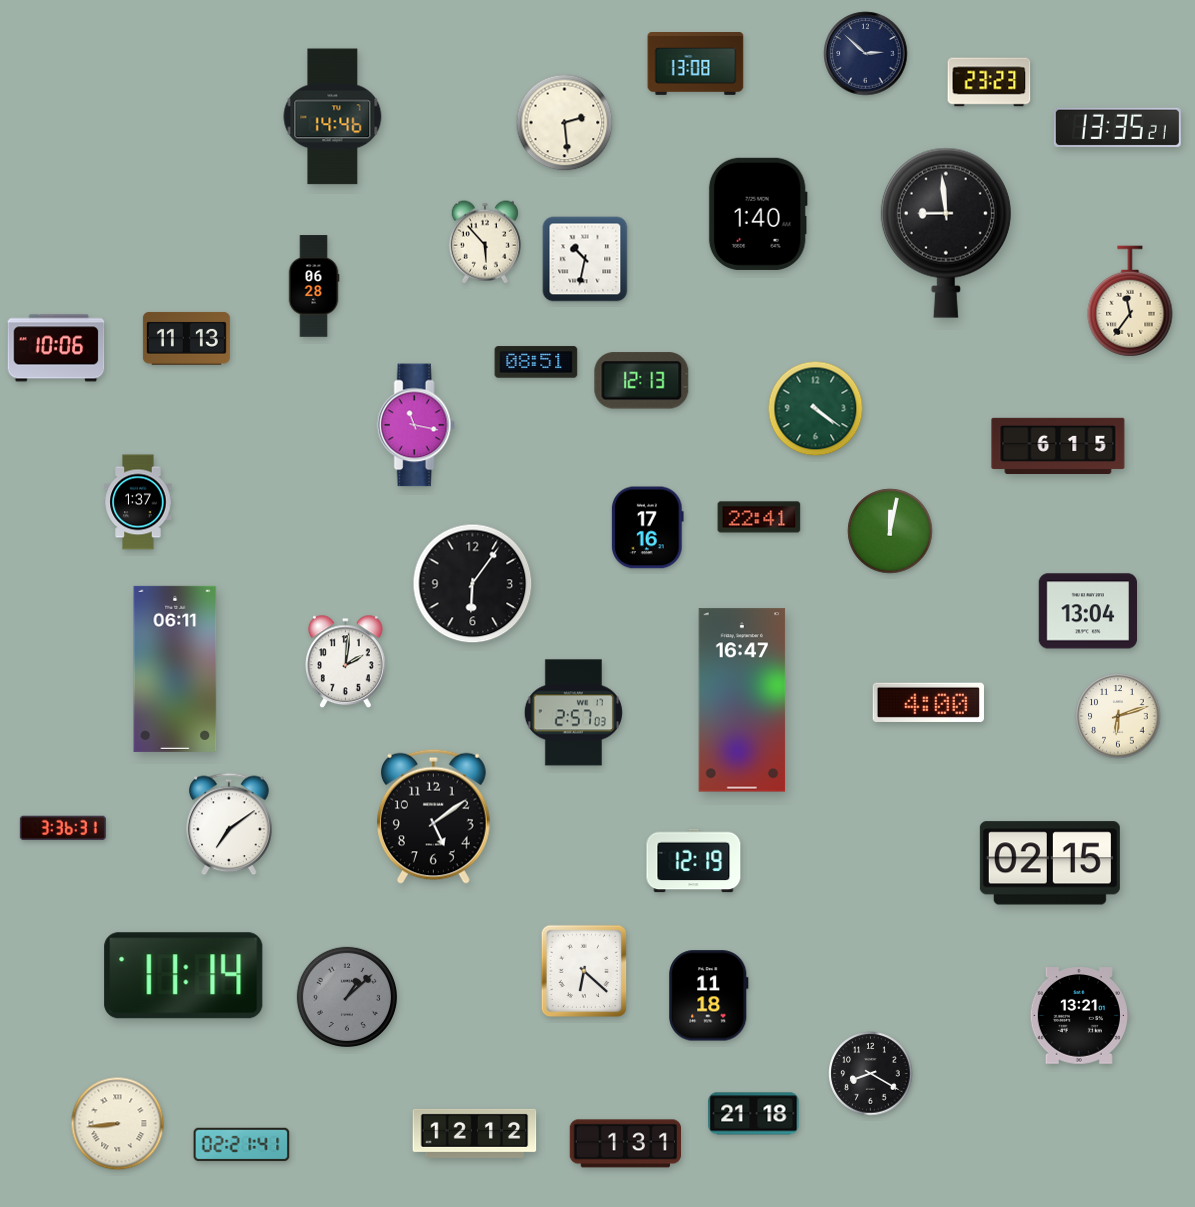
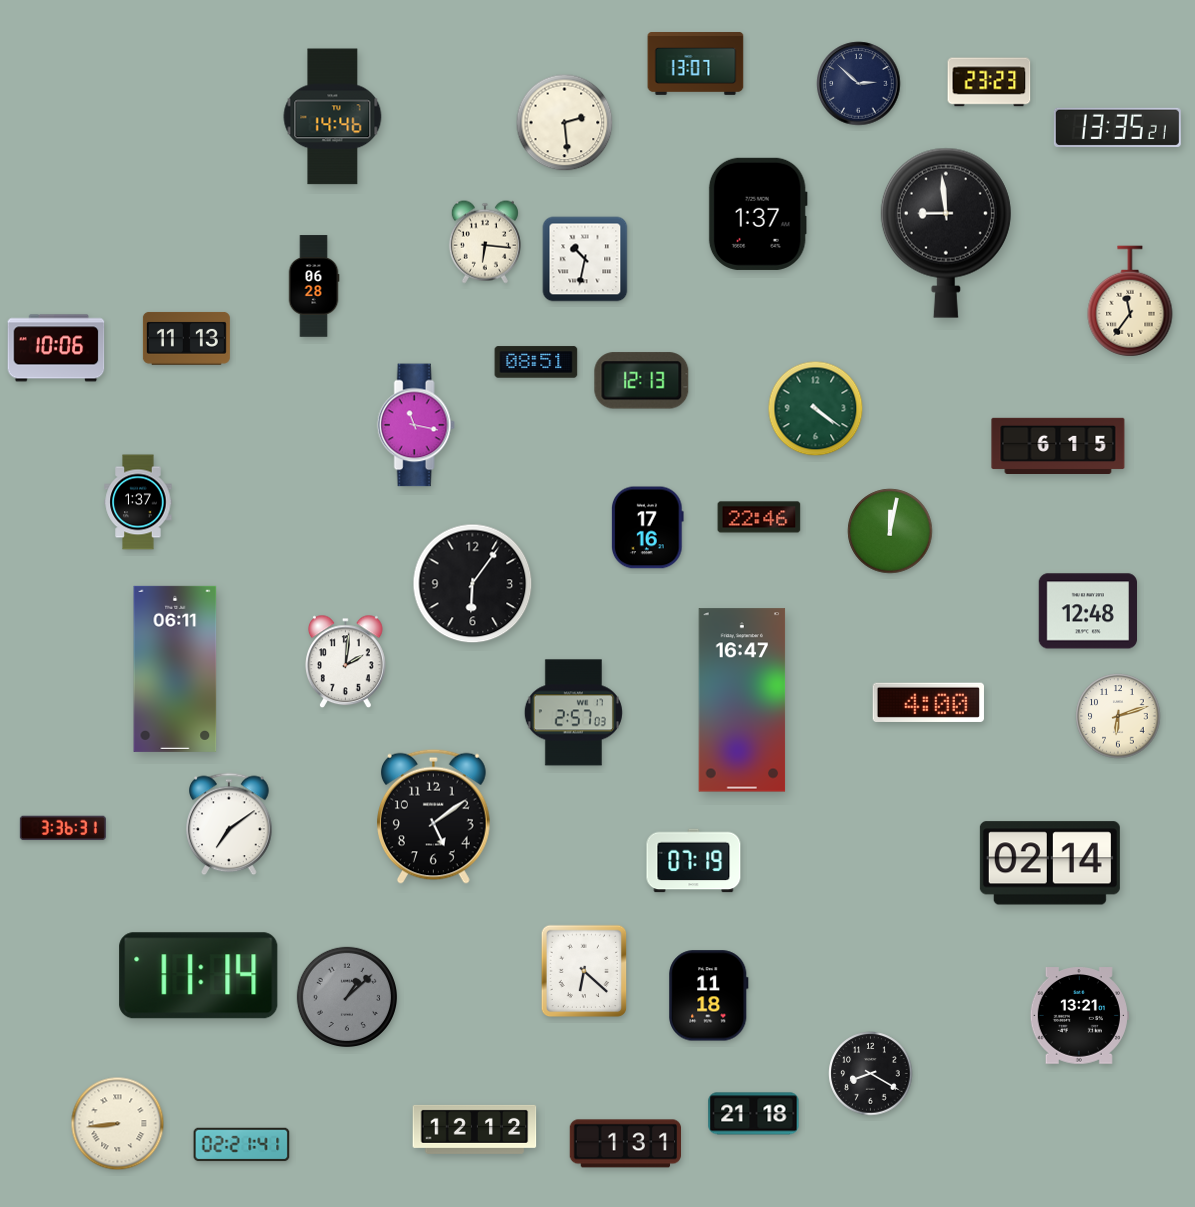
clock at (866, 54) position: (866, 54) -> (859, 84)
clock at (696, 64): 13:08 -> 13:07
clock at (758, 214): 1:40 -> 1:37
clock at (485, 242): 5:53 -> 6:16
clock at (759, 517): 22:41 -> 22:46
clock at (1087, 611): 13:04 -> 12:48
clock at (694, 861): 12:19 -> 07:19
clock at (1050, 863): 02:15 -> 02:14
clock at (184, 976) position: (184, 976) -> (199, 976)
clock at (475, 1133) position: (475, 1133) -> (475, 1129)
